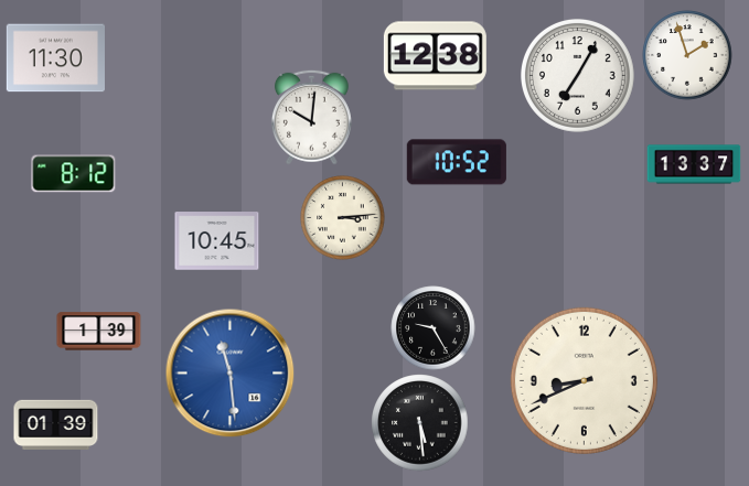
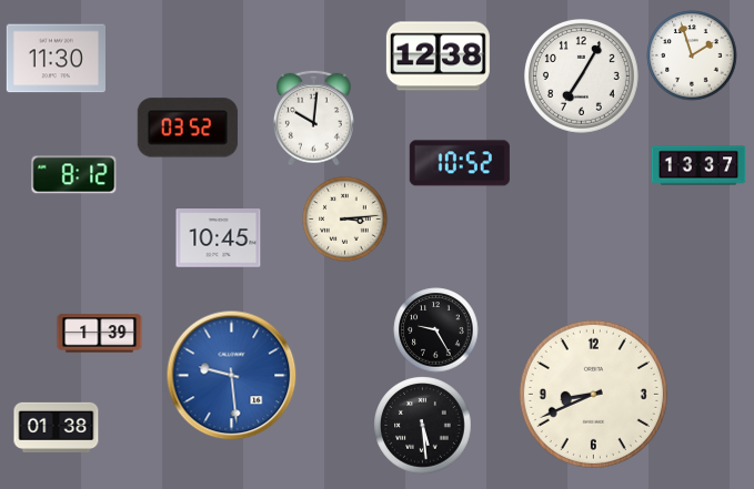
clock at (188, 128): none -> 03:52
clock at (217, 241) position: (217, 241) -> (219, 238)
clock at (231, 374): 11:29 -> 9:29
clock at (584, 380) position: (584, 380) -> (593, 394)
clock at (56, 424): 01:39 -> 01:38
